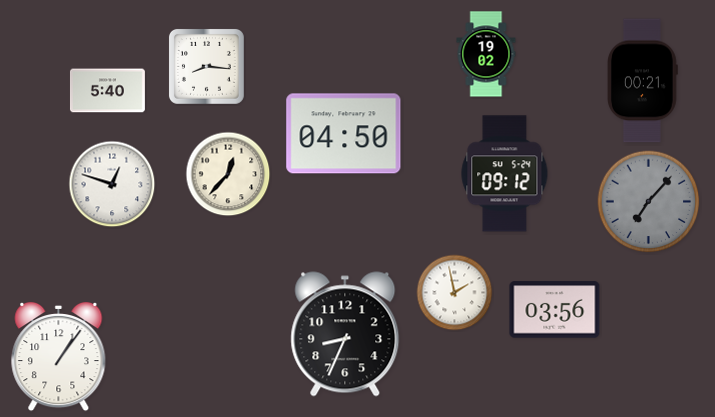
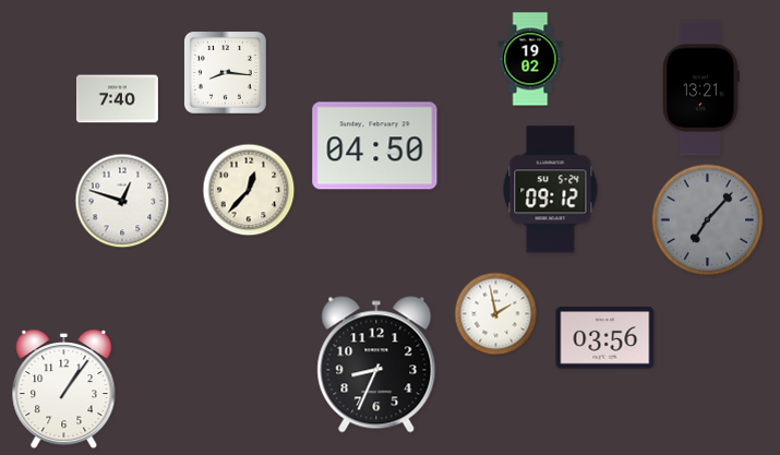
clock at (643, 81): 00:21 -> 13:21
clock at (107, 91): 5:40 -> 7:40
clock at (455, 293) position: (455, 293) -> (496, 314)
